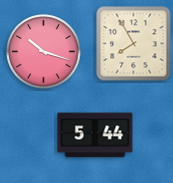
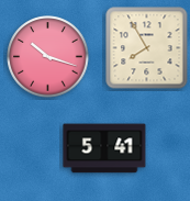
clock at (95, 135): 5:44 -> 5:41
